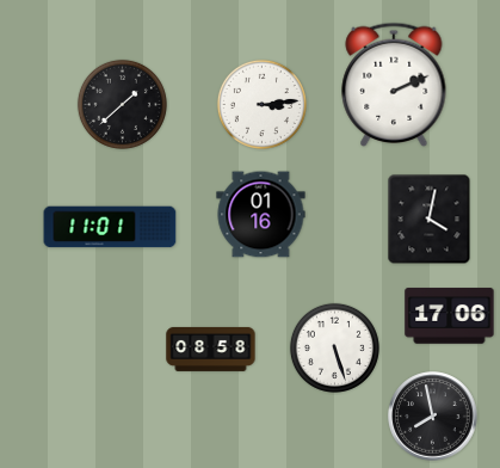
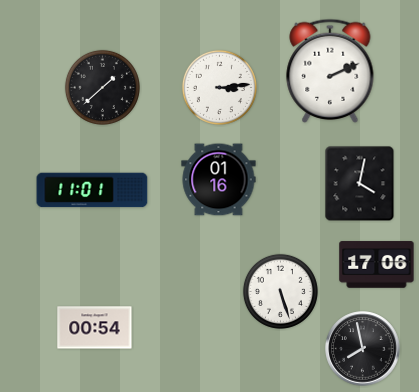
clock at (211, 349): 08:58 -> none
clock at (95, 328): none -> 00:54
